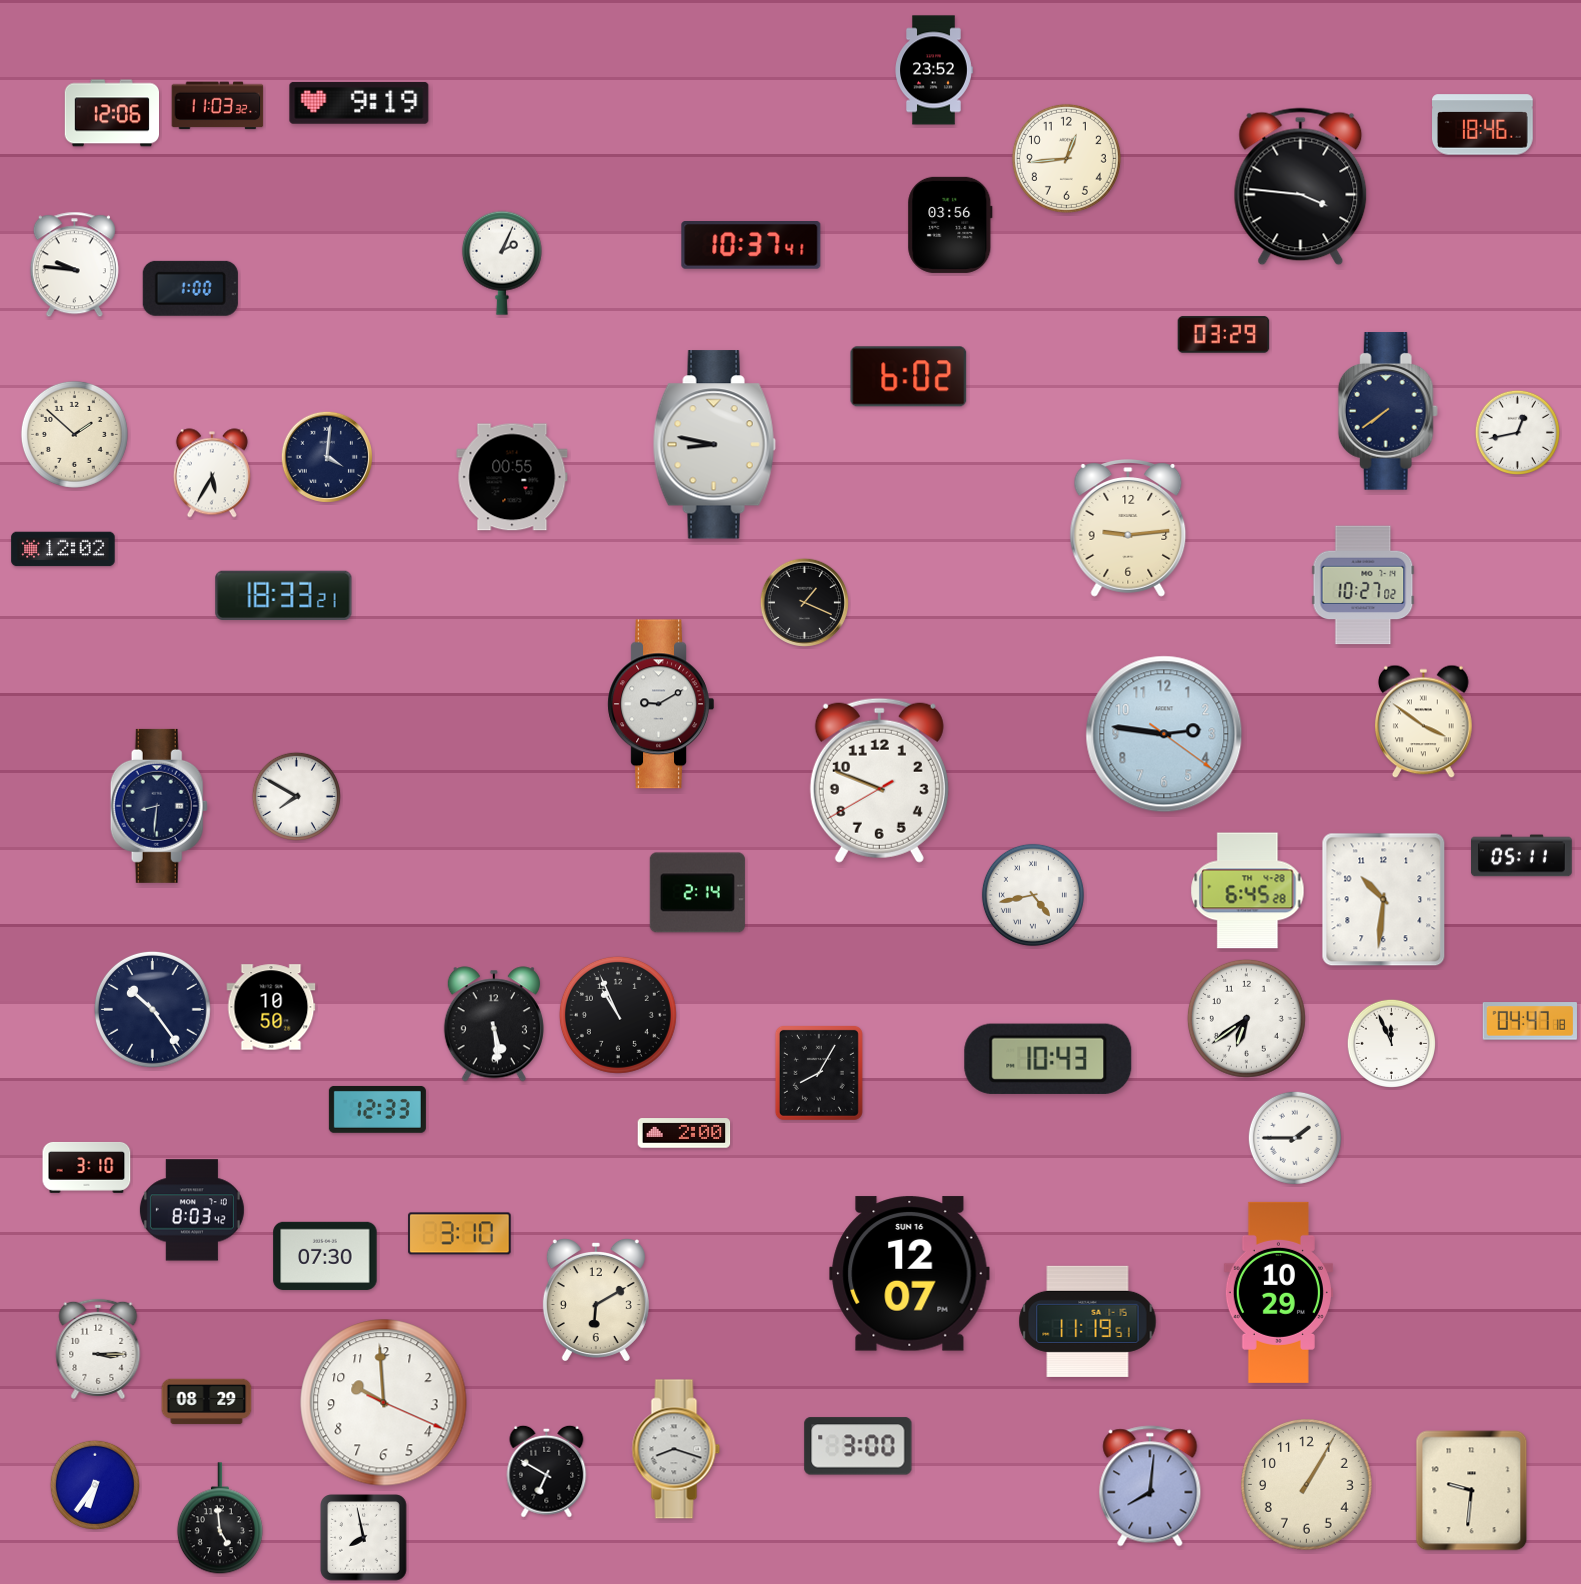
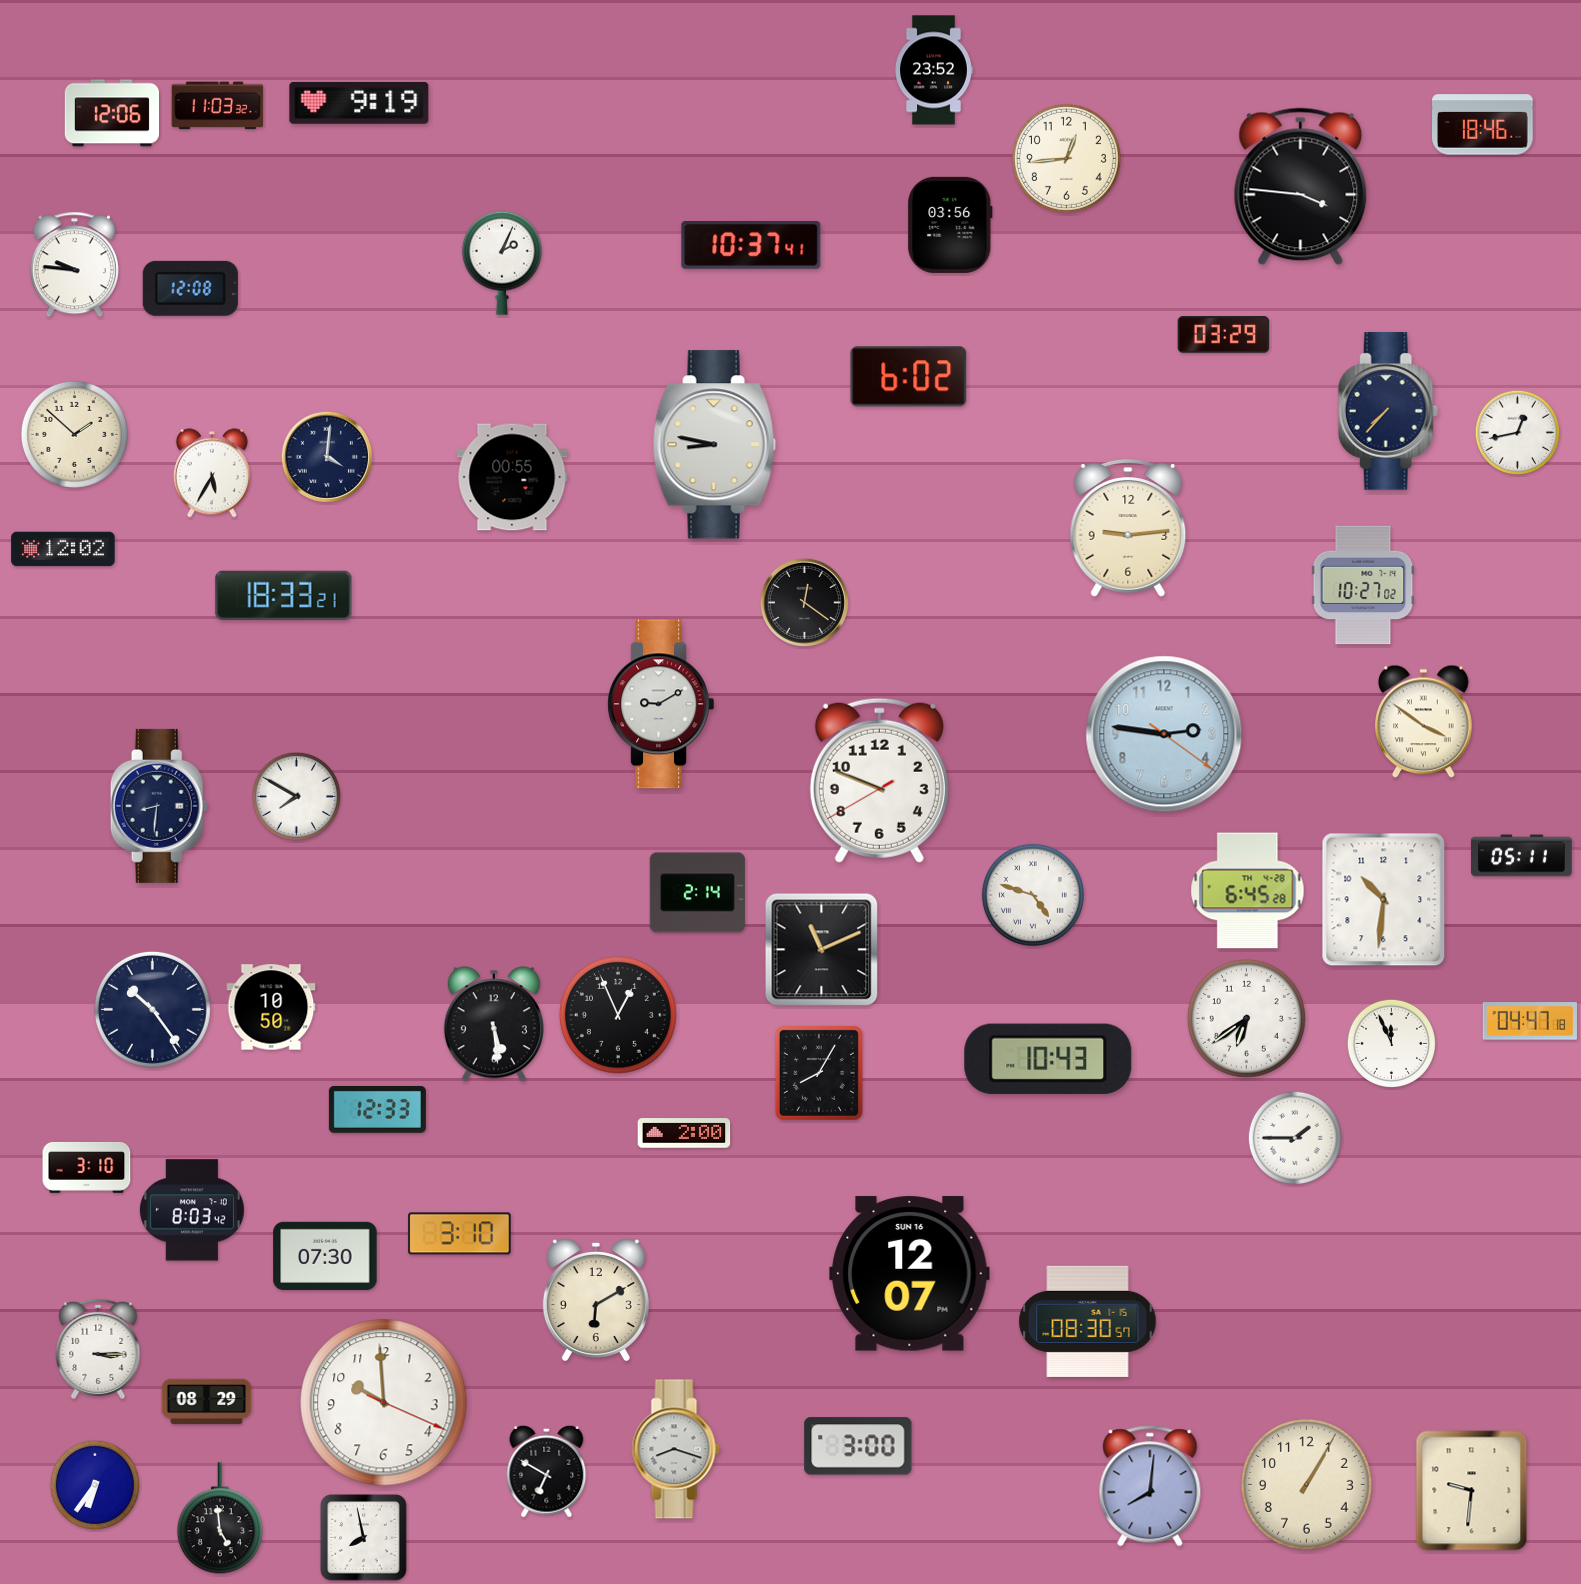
clock at (190, 288): 1:00 -> 12:08
clock at (1388, 411): 7:39 -> 7:37
clock at (804, 602): 1:19 -> 12:21
clock at (1033, 895): 4:43 -> 4:48
clock at (822, 950): none -> 11:11
clock at (618, 1015): 10:56 -> 12:56
clock at (1278, 1292): 10:29 -> none
clock at (1088, 1321): 11:19 -> 08:30
